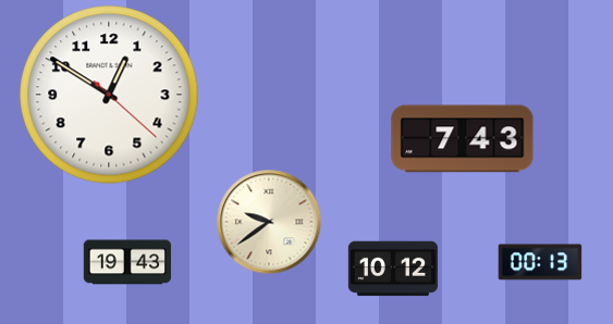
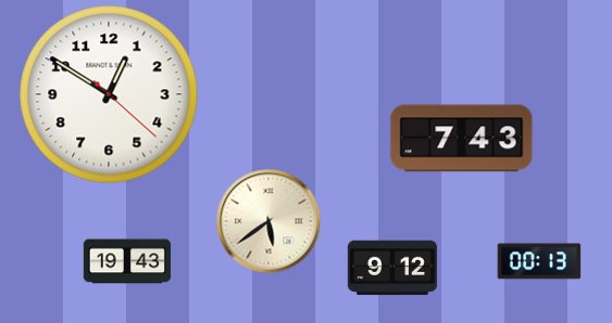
clock at (269, 222): 9:39 -> 5:39
clock at (393, 269): 10:12 -> 9:12
